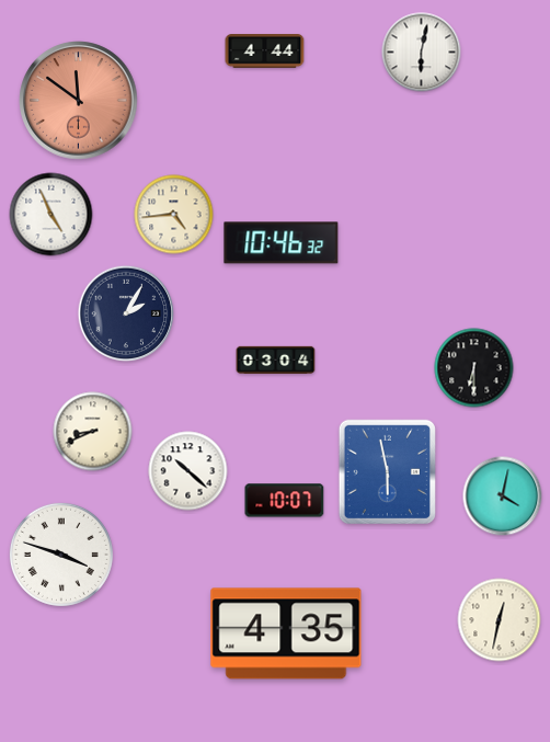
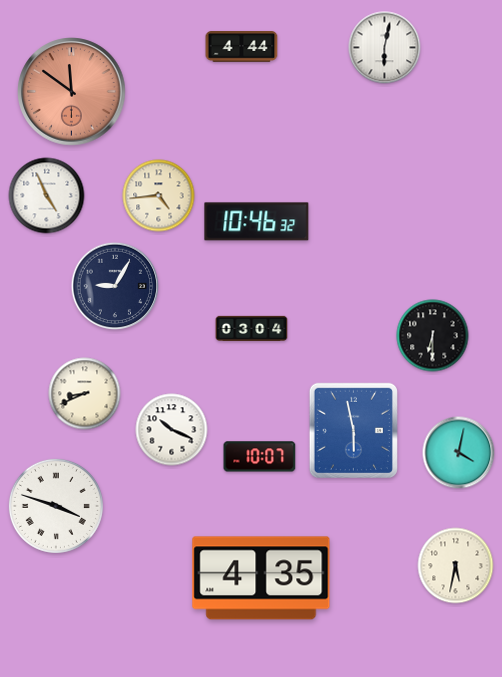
clock at (126, 313): 2:05 -> 9:05
clock at (188, 471): 10:22 -> 10:19
clock at (500, 620): 12:32 -> 5:32
